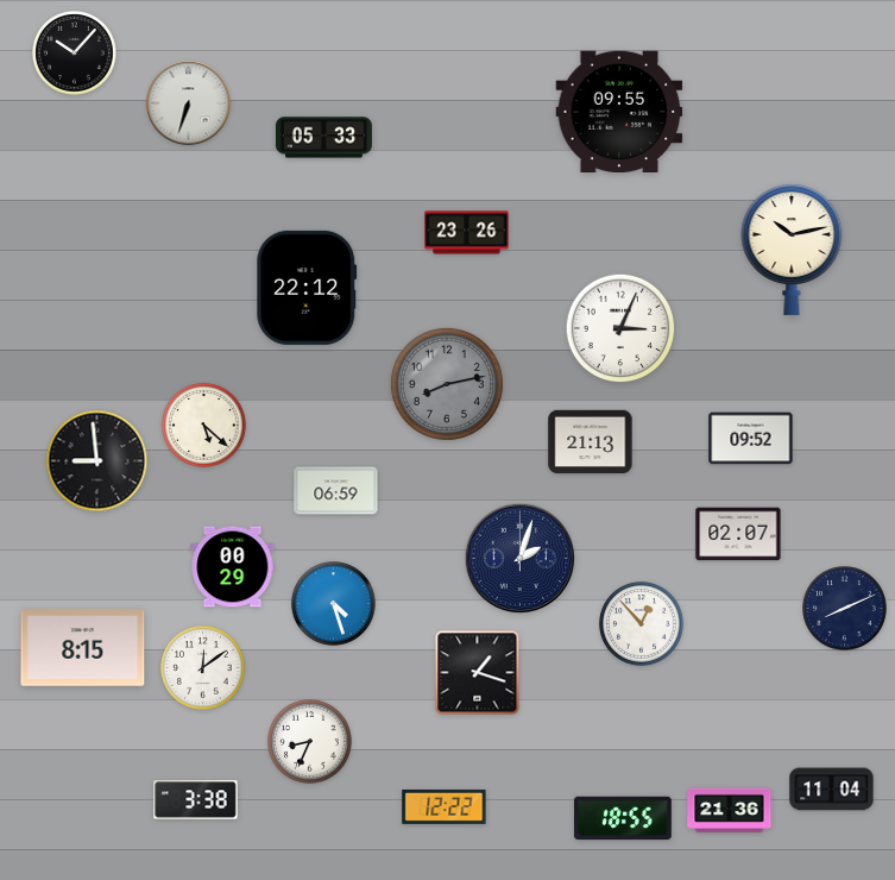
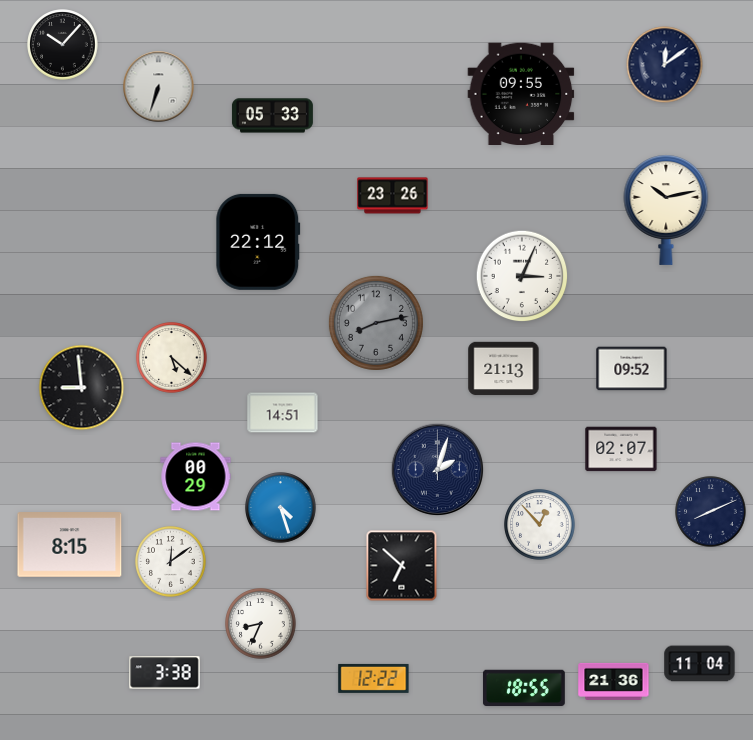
clock at (665, 65): none -> 12:09
clock at (591, 442) position: (591, 442) -> (504, 369)
clock at (336, 491): 06:59 -> 14:51
clock at (478, 673): 1:18 -> 6:52
